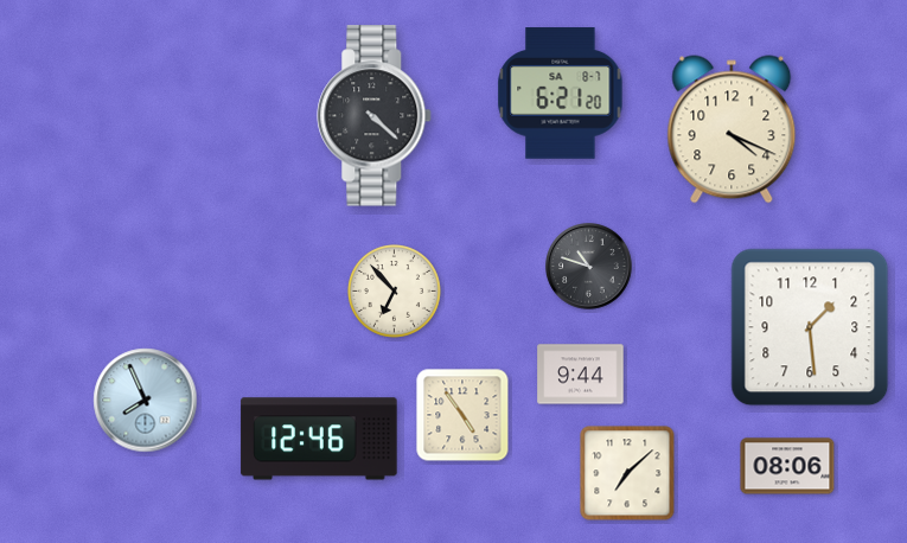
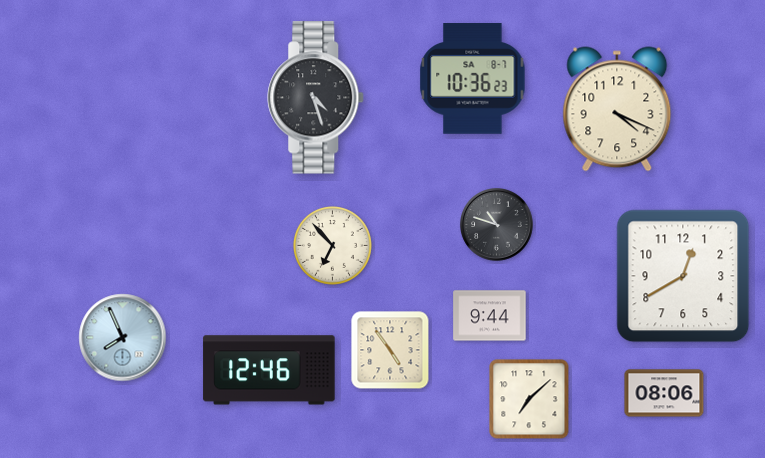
clock at (561, 94): 6:21 -> 10:36
clock at (375, 116): 4:22 -> 4:27
clock at (810, 327): 1:29 -> 12:40
